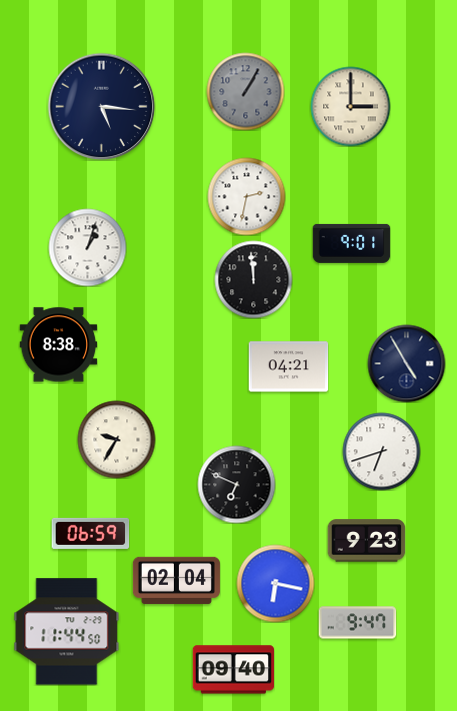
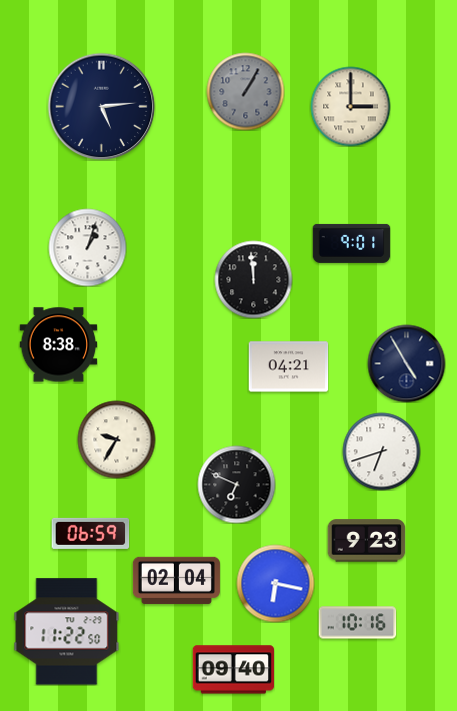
clock at (101, 106): 5:16 -> 5:14
clock at (246, 196): 2:32 -> none
clock at (357, 623): 9:47 -> 10:16
clock at (67, 632): 11:44 -> 11:22
